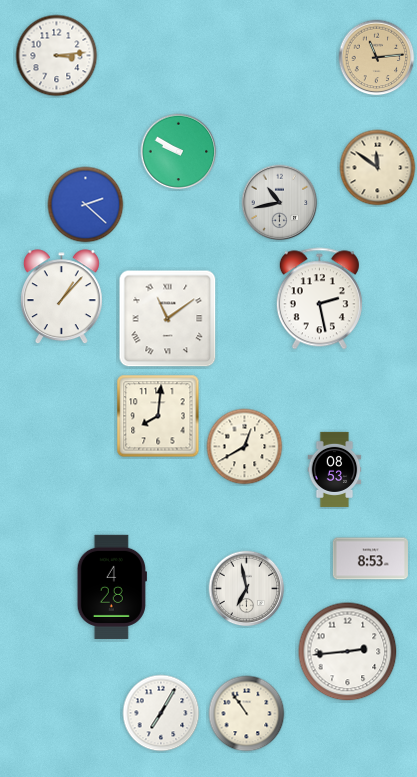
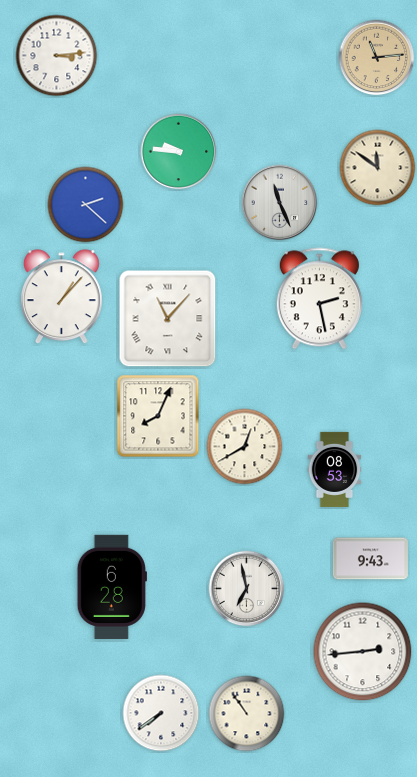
clock at (179, 152): 9:50 -> 9:46
clock at (280, 203): 10:43 -> 11:26
clock at (168, 319): 11:09 -> 11:07
clock at (158, 416): 8:01 -> 8:04
clock at (370, 559): 8:53 -> 9:43
clock at (112, 587): 4:28 -> 6:28
clock at (348, 652) position: (348, 652) -> (363, 652)
clock at (161, 713): 7:05 -> 7:39
